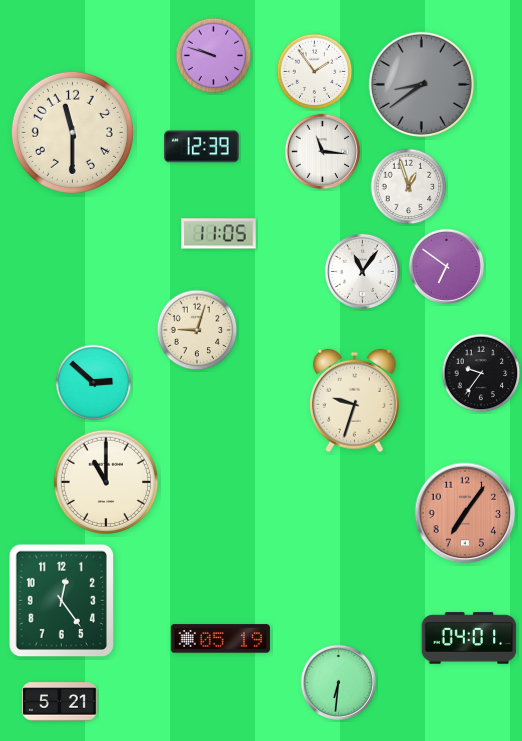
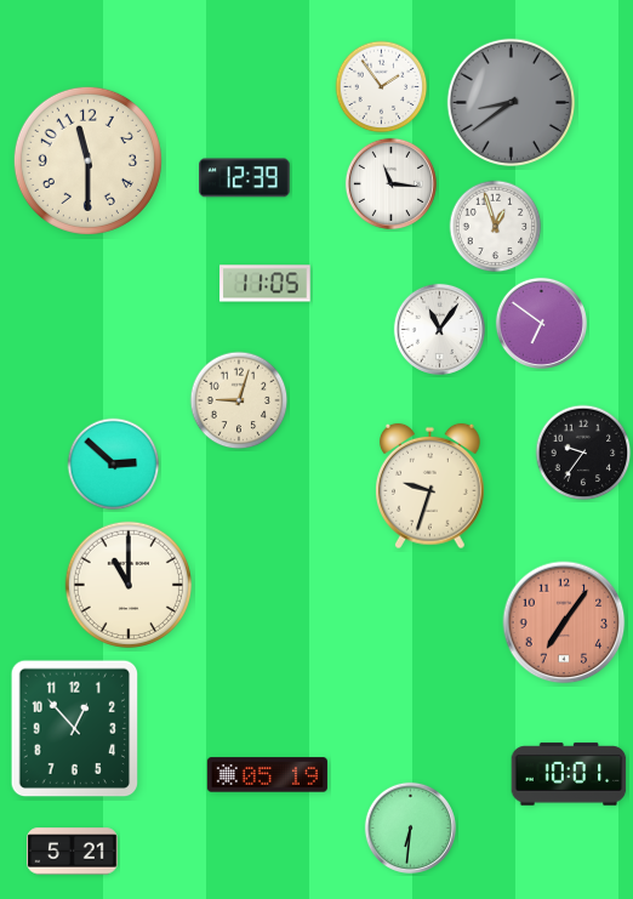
clock at (214, 56): 9:48 -> none
clock at (62, 601): 12:24 -> 12:53
clock at (469, 638): 04:01 -> 10:01
